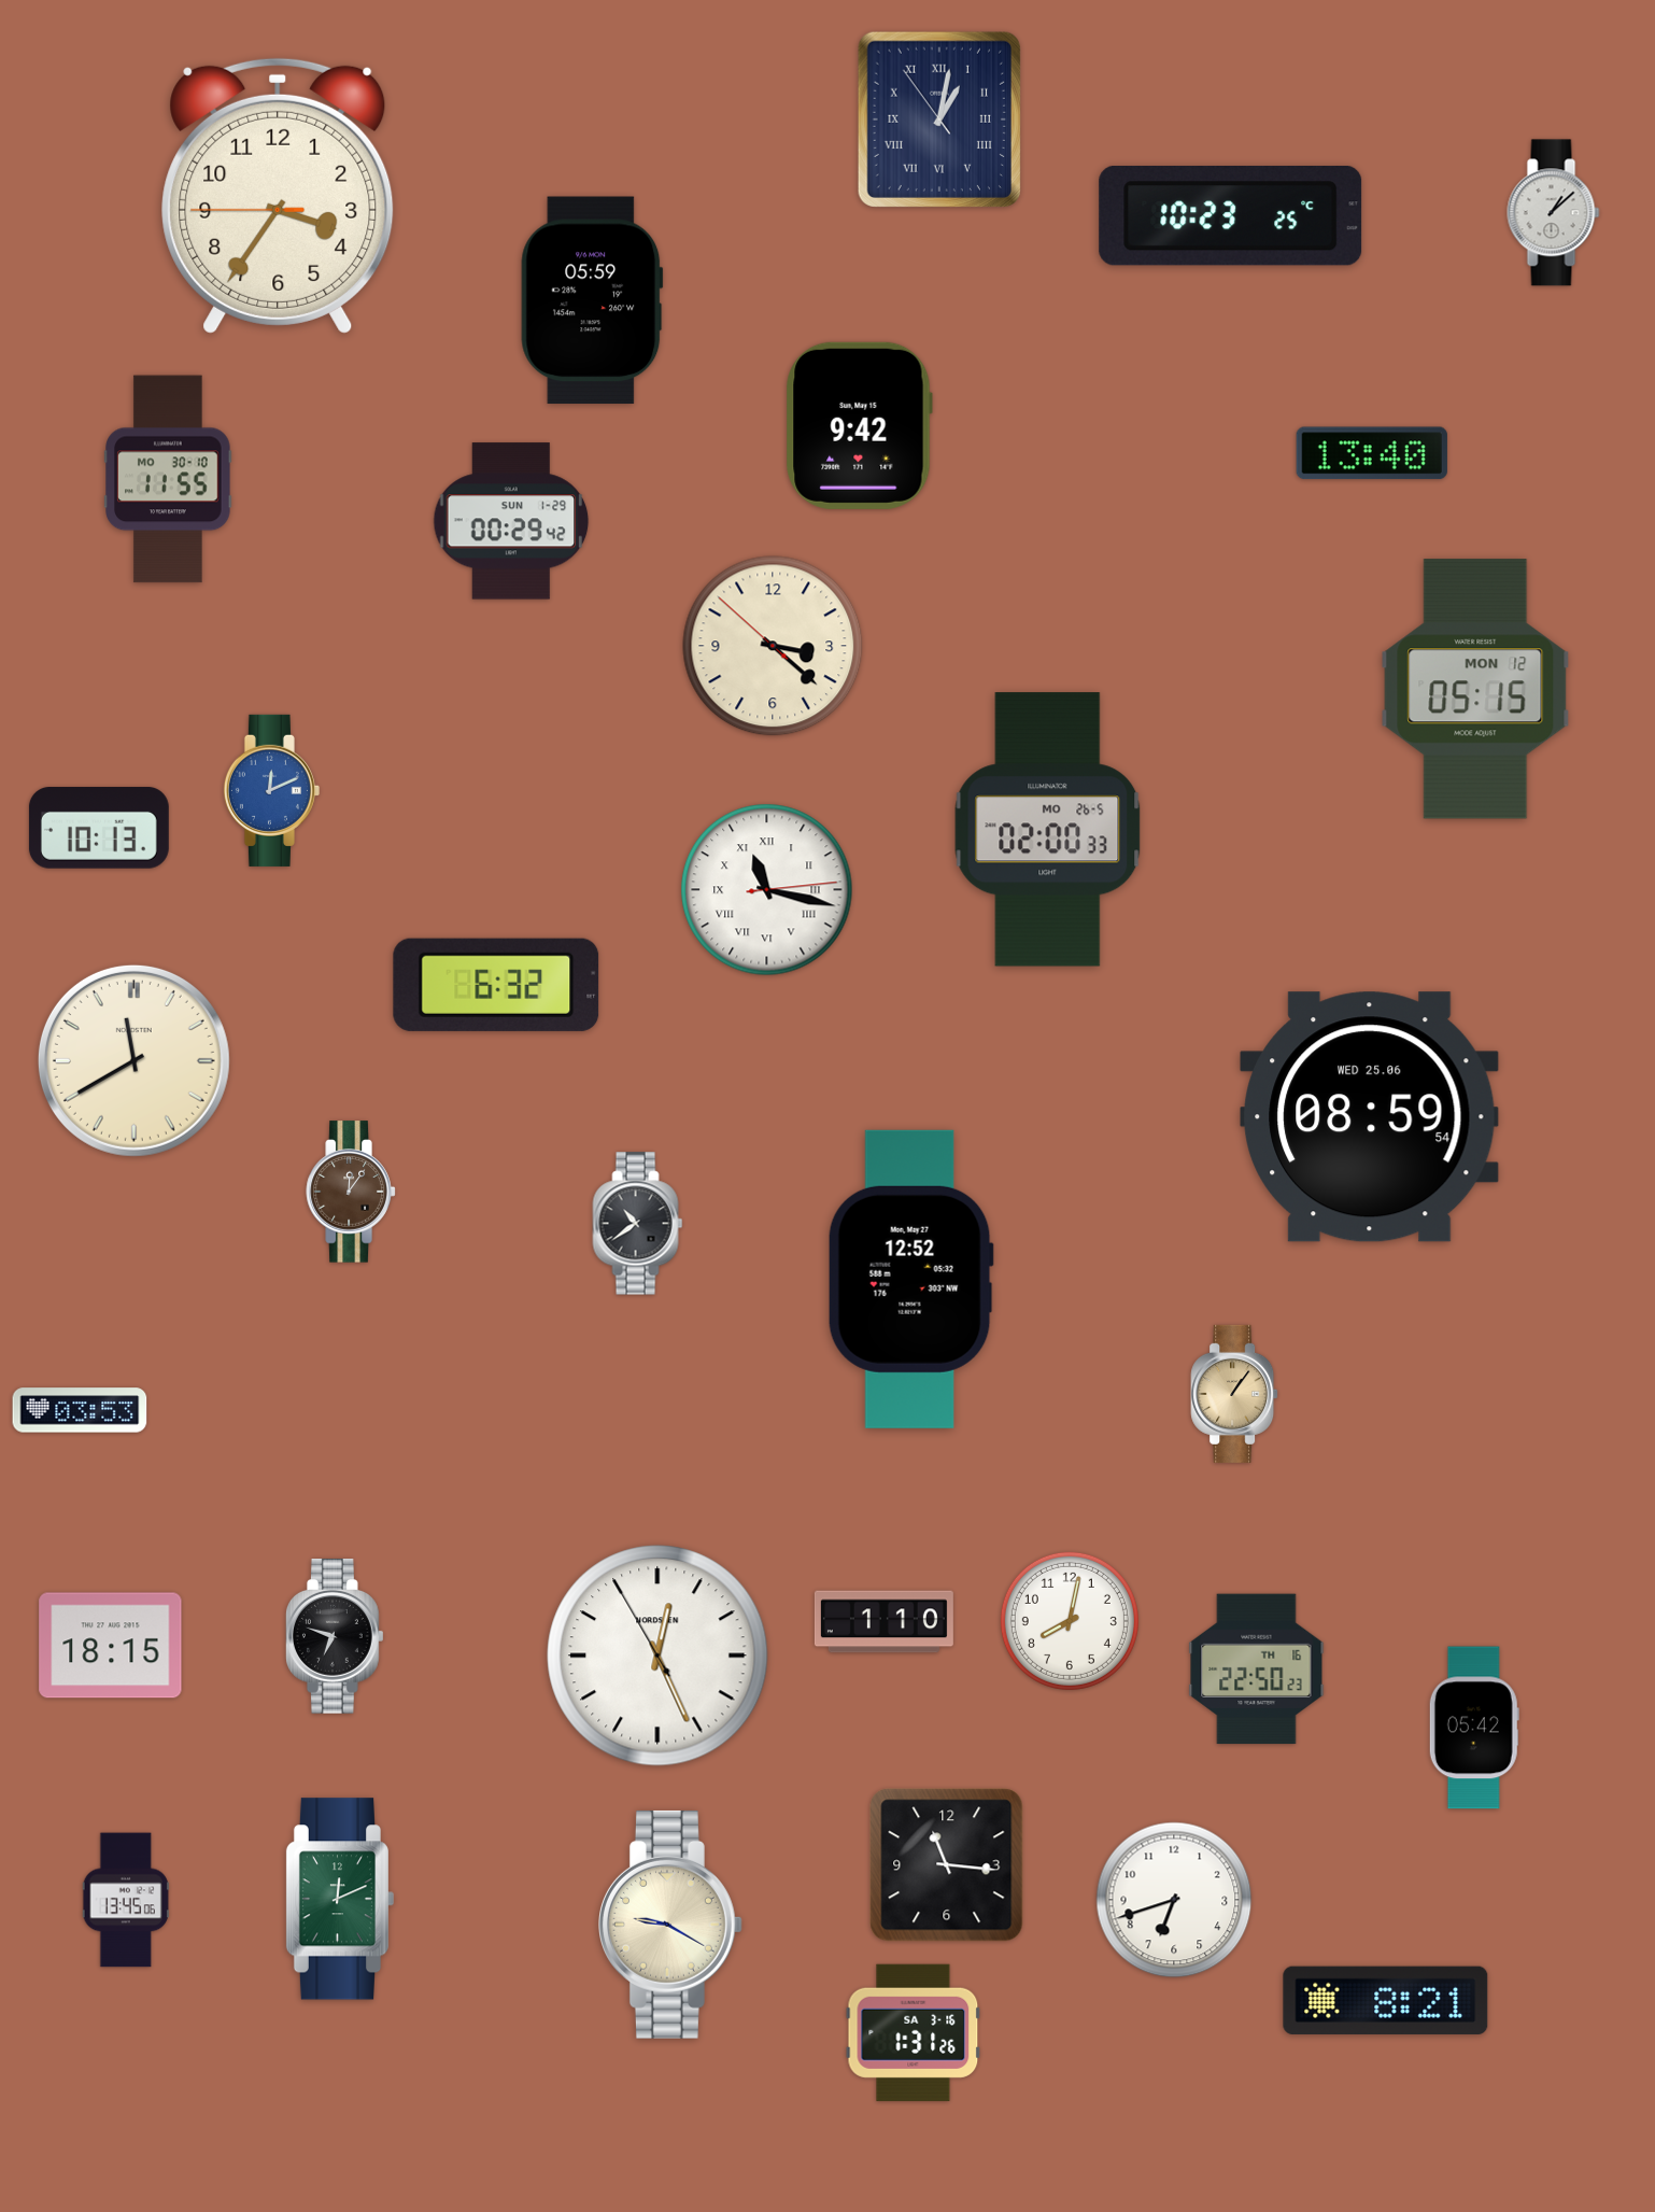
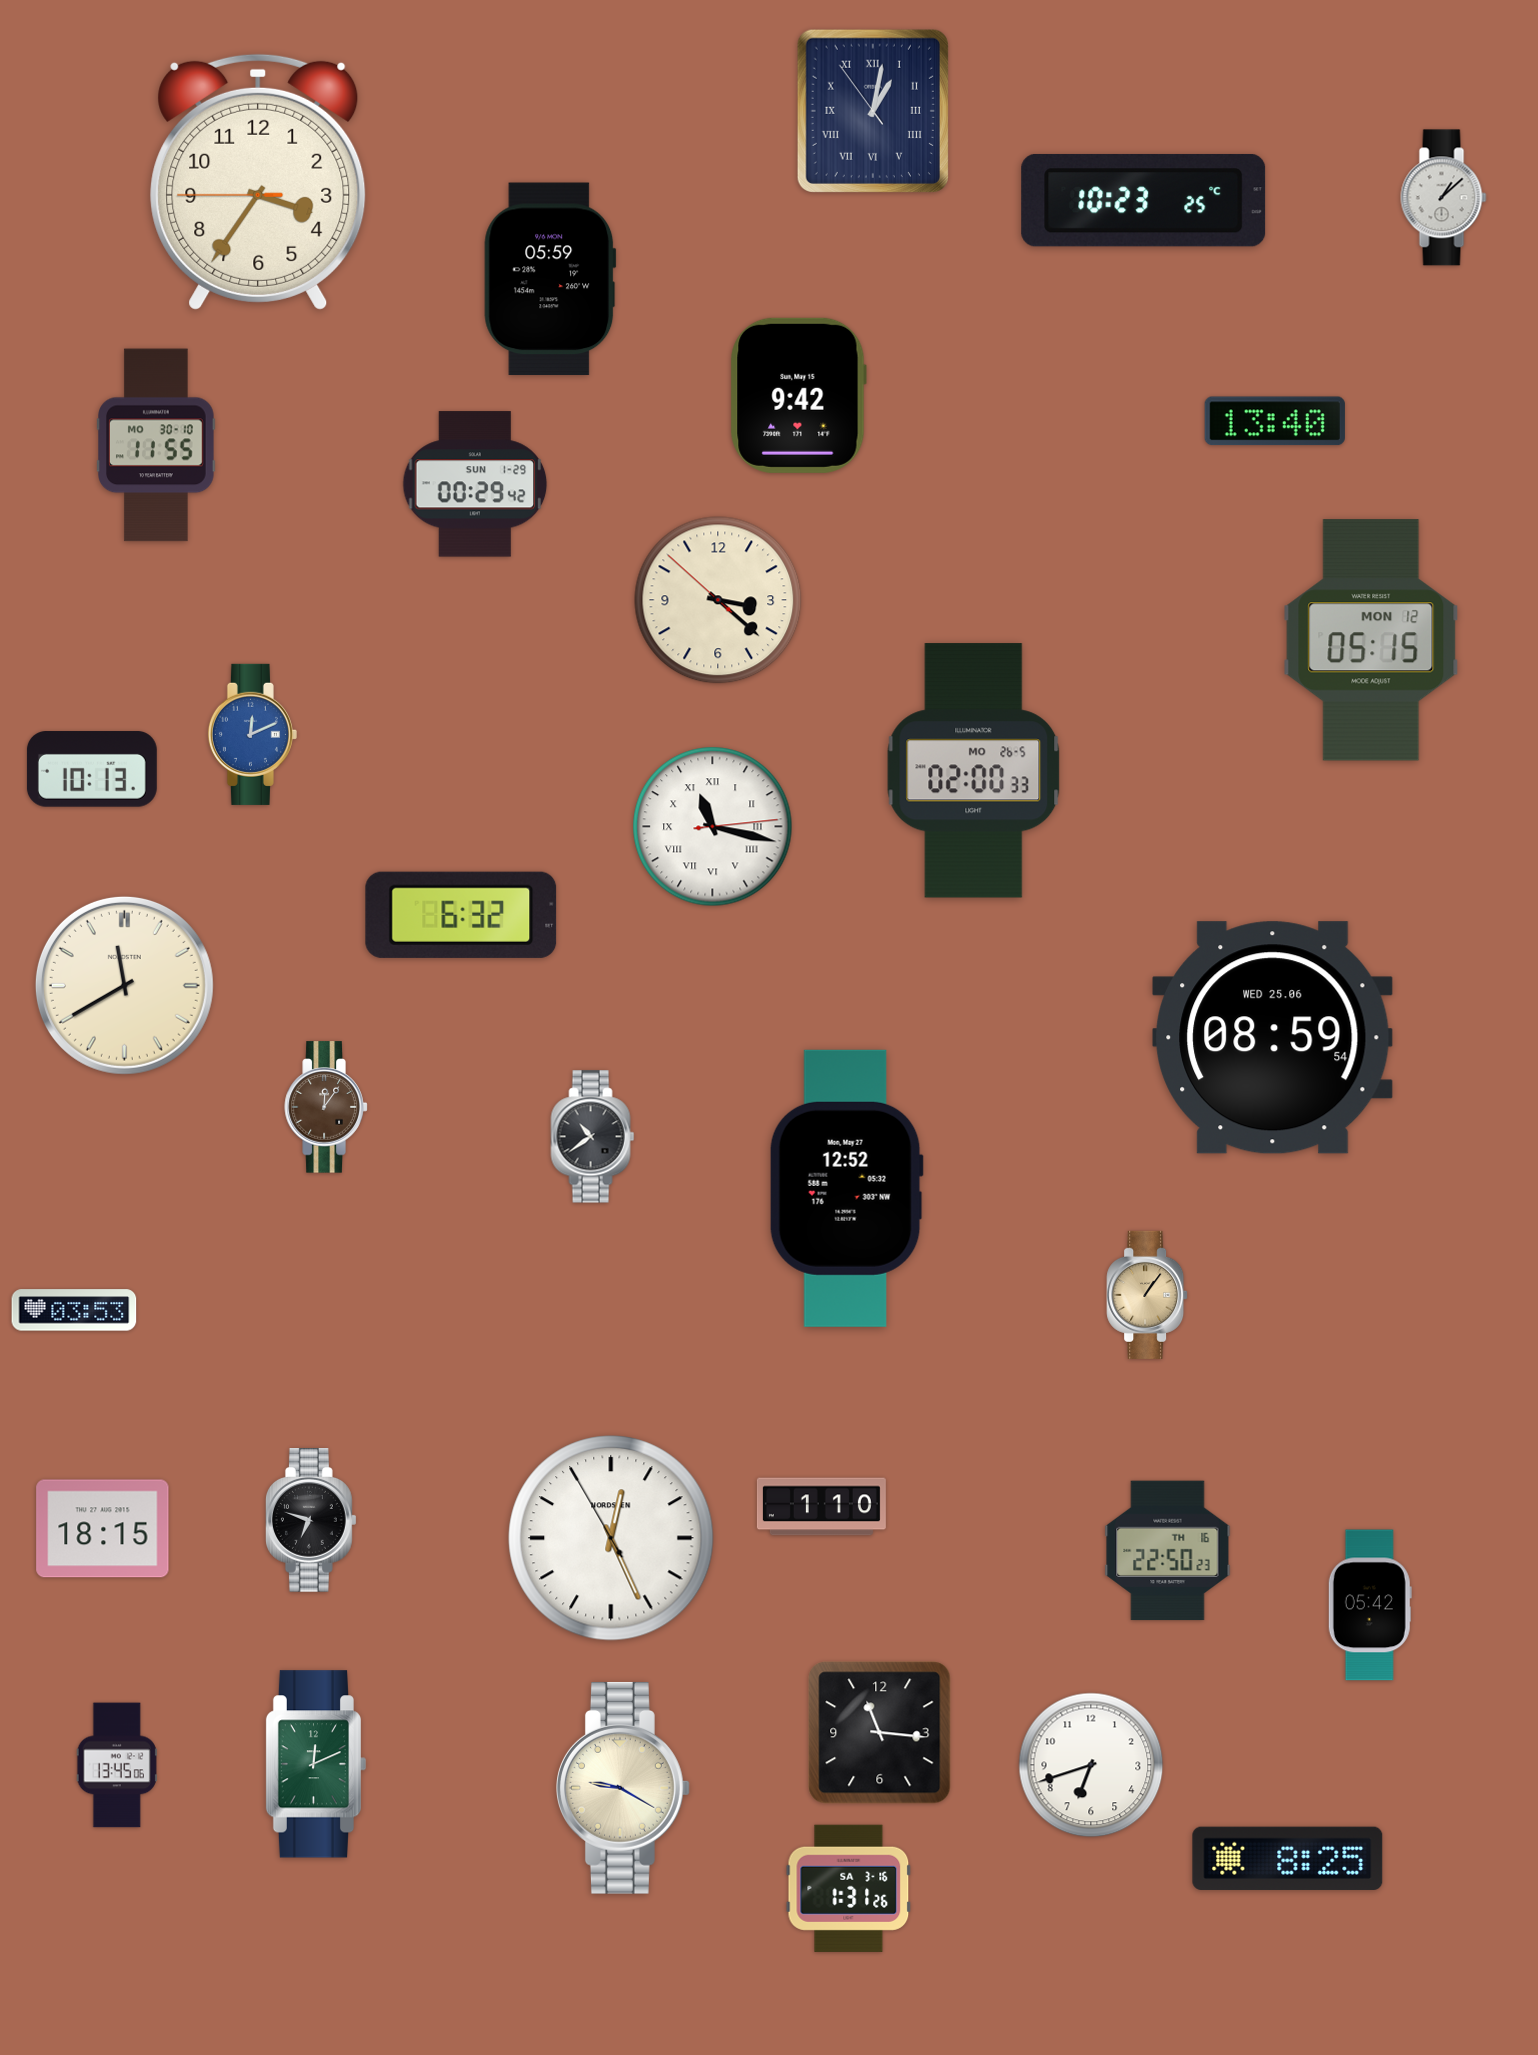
clock at (1070, 1621): 8:02 -> none
clock at (1386, 2000): 8:21 -> 8:25
